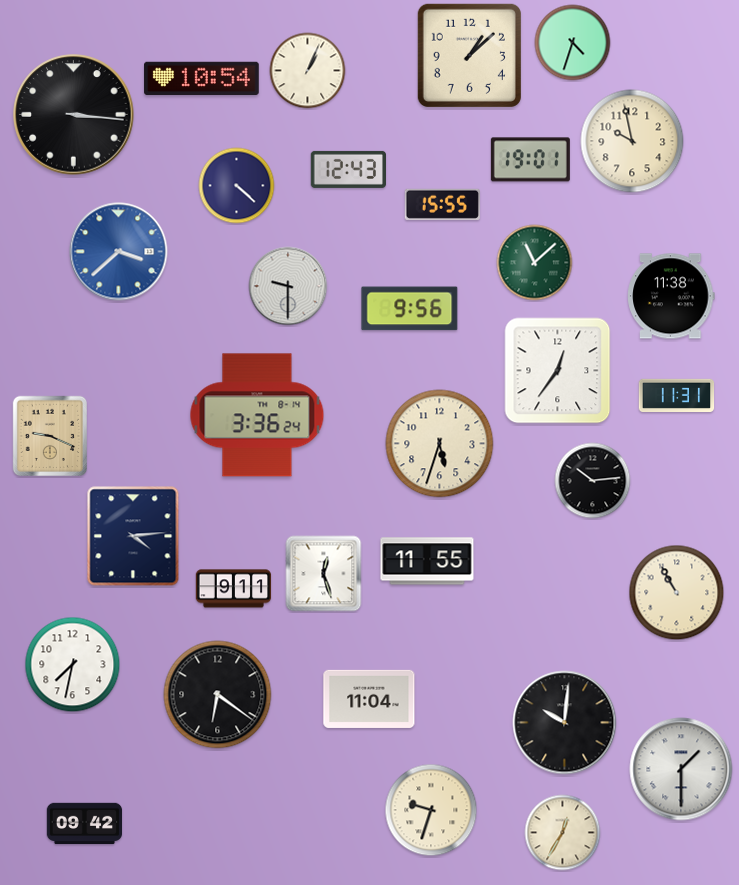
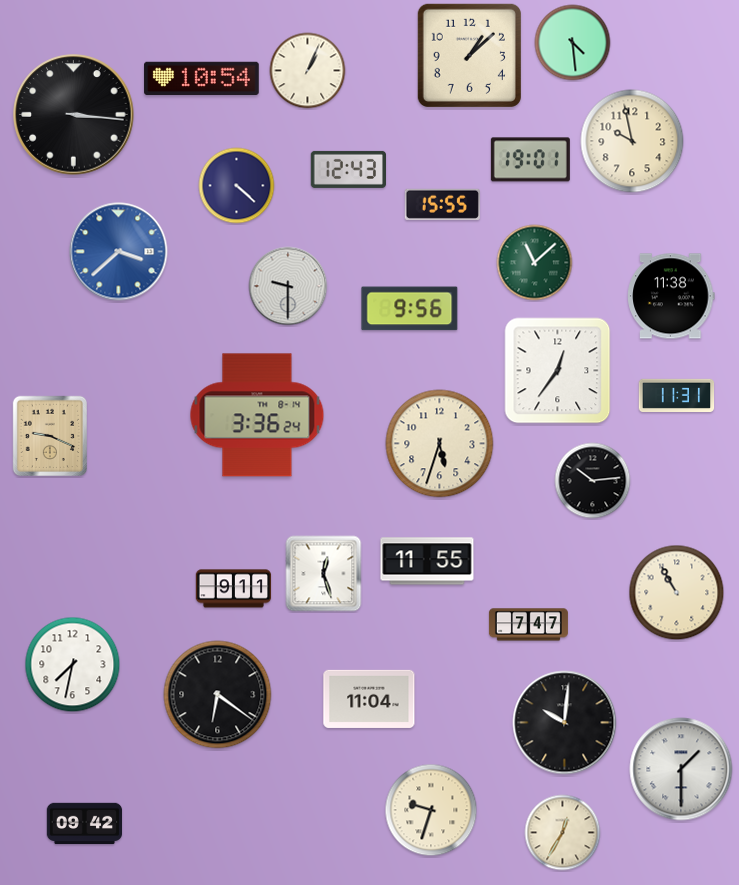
clock at (573, 43): 4:33 -> 4:29
clock at (133, 536): 4:14 -> none
clock at (528, 625): none -> 7:47
